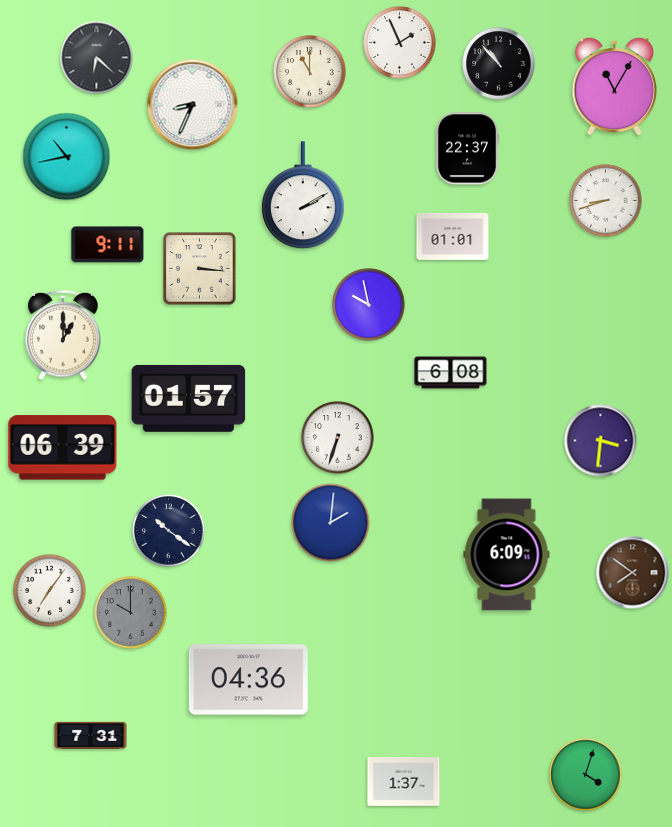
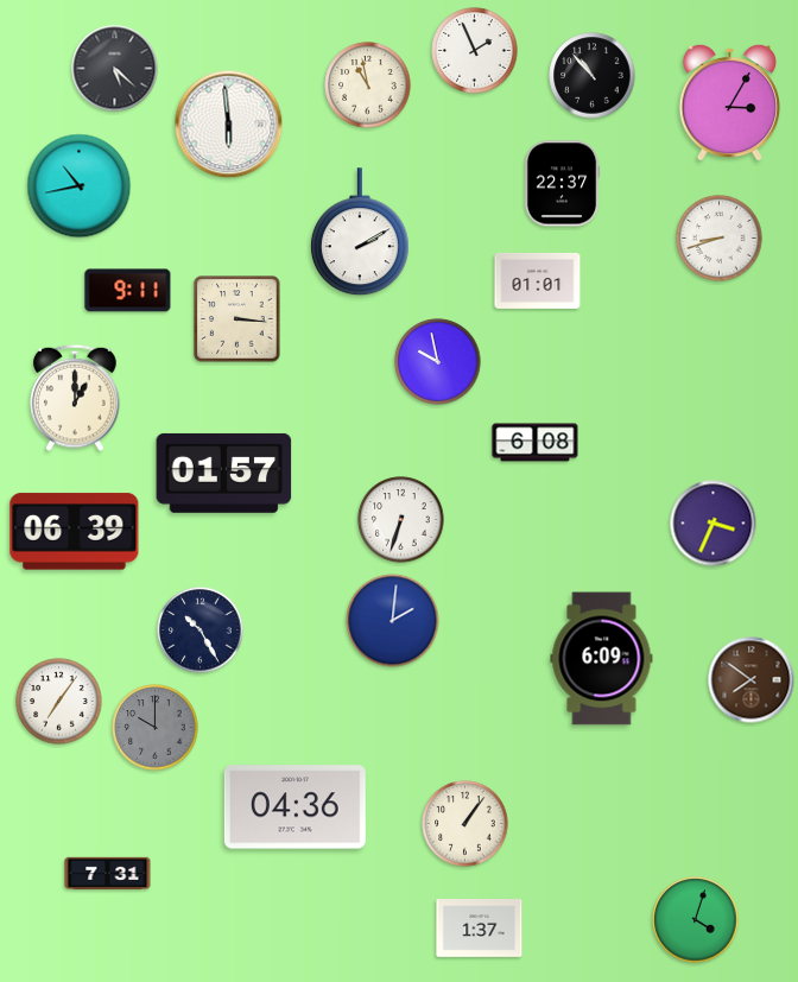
clock at (97, 58): 6:22 -> 5:22
clock at (310, 72): 11:00 -> 10:58
clock at (614, 86): 11:05 -> 3:05
clock at (193, 105): 8:34 -> 5:59
clock at (467, 149) position: (467, 149) -> (562, 184)
clock at (601, 441): 3:31 -> 3:34
clock at (169, 531): 10:21 -> 10:25
clock at (465, 824): none -> 1:06
